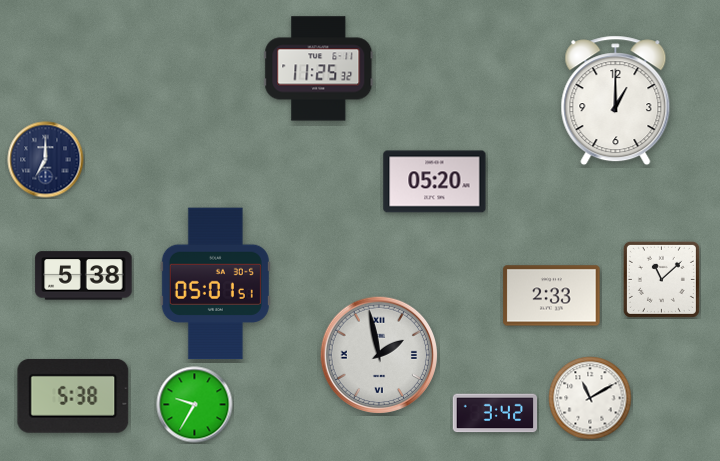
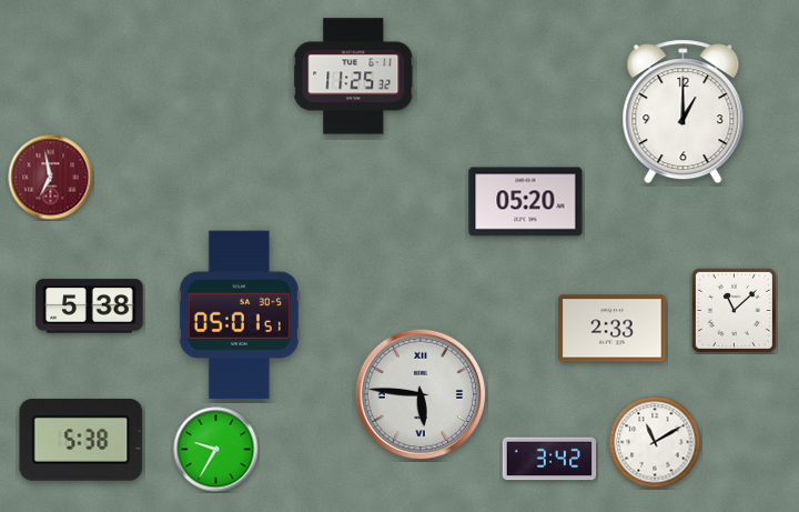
clock at (46, 160): 7:00 -> 6:58
clock at (46, 160) dial: navy -> burgundy
clock at (435, 182) position: (435, 182) -> (526, 202)
clock at (84, 276) position: (84, 276) -> (90, 307)
clock at (379, 355): 1:58 -> 5:46
